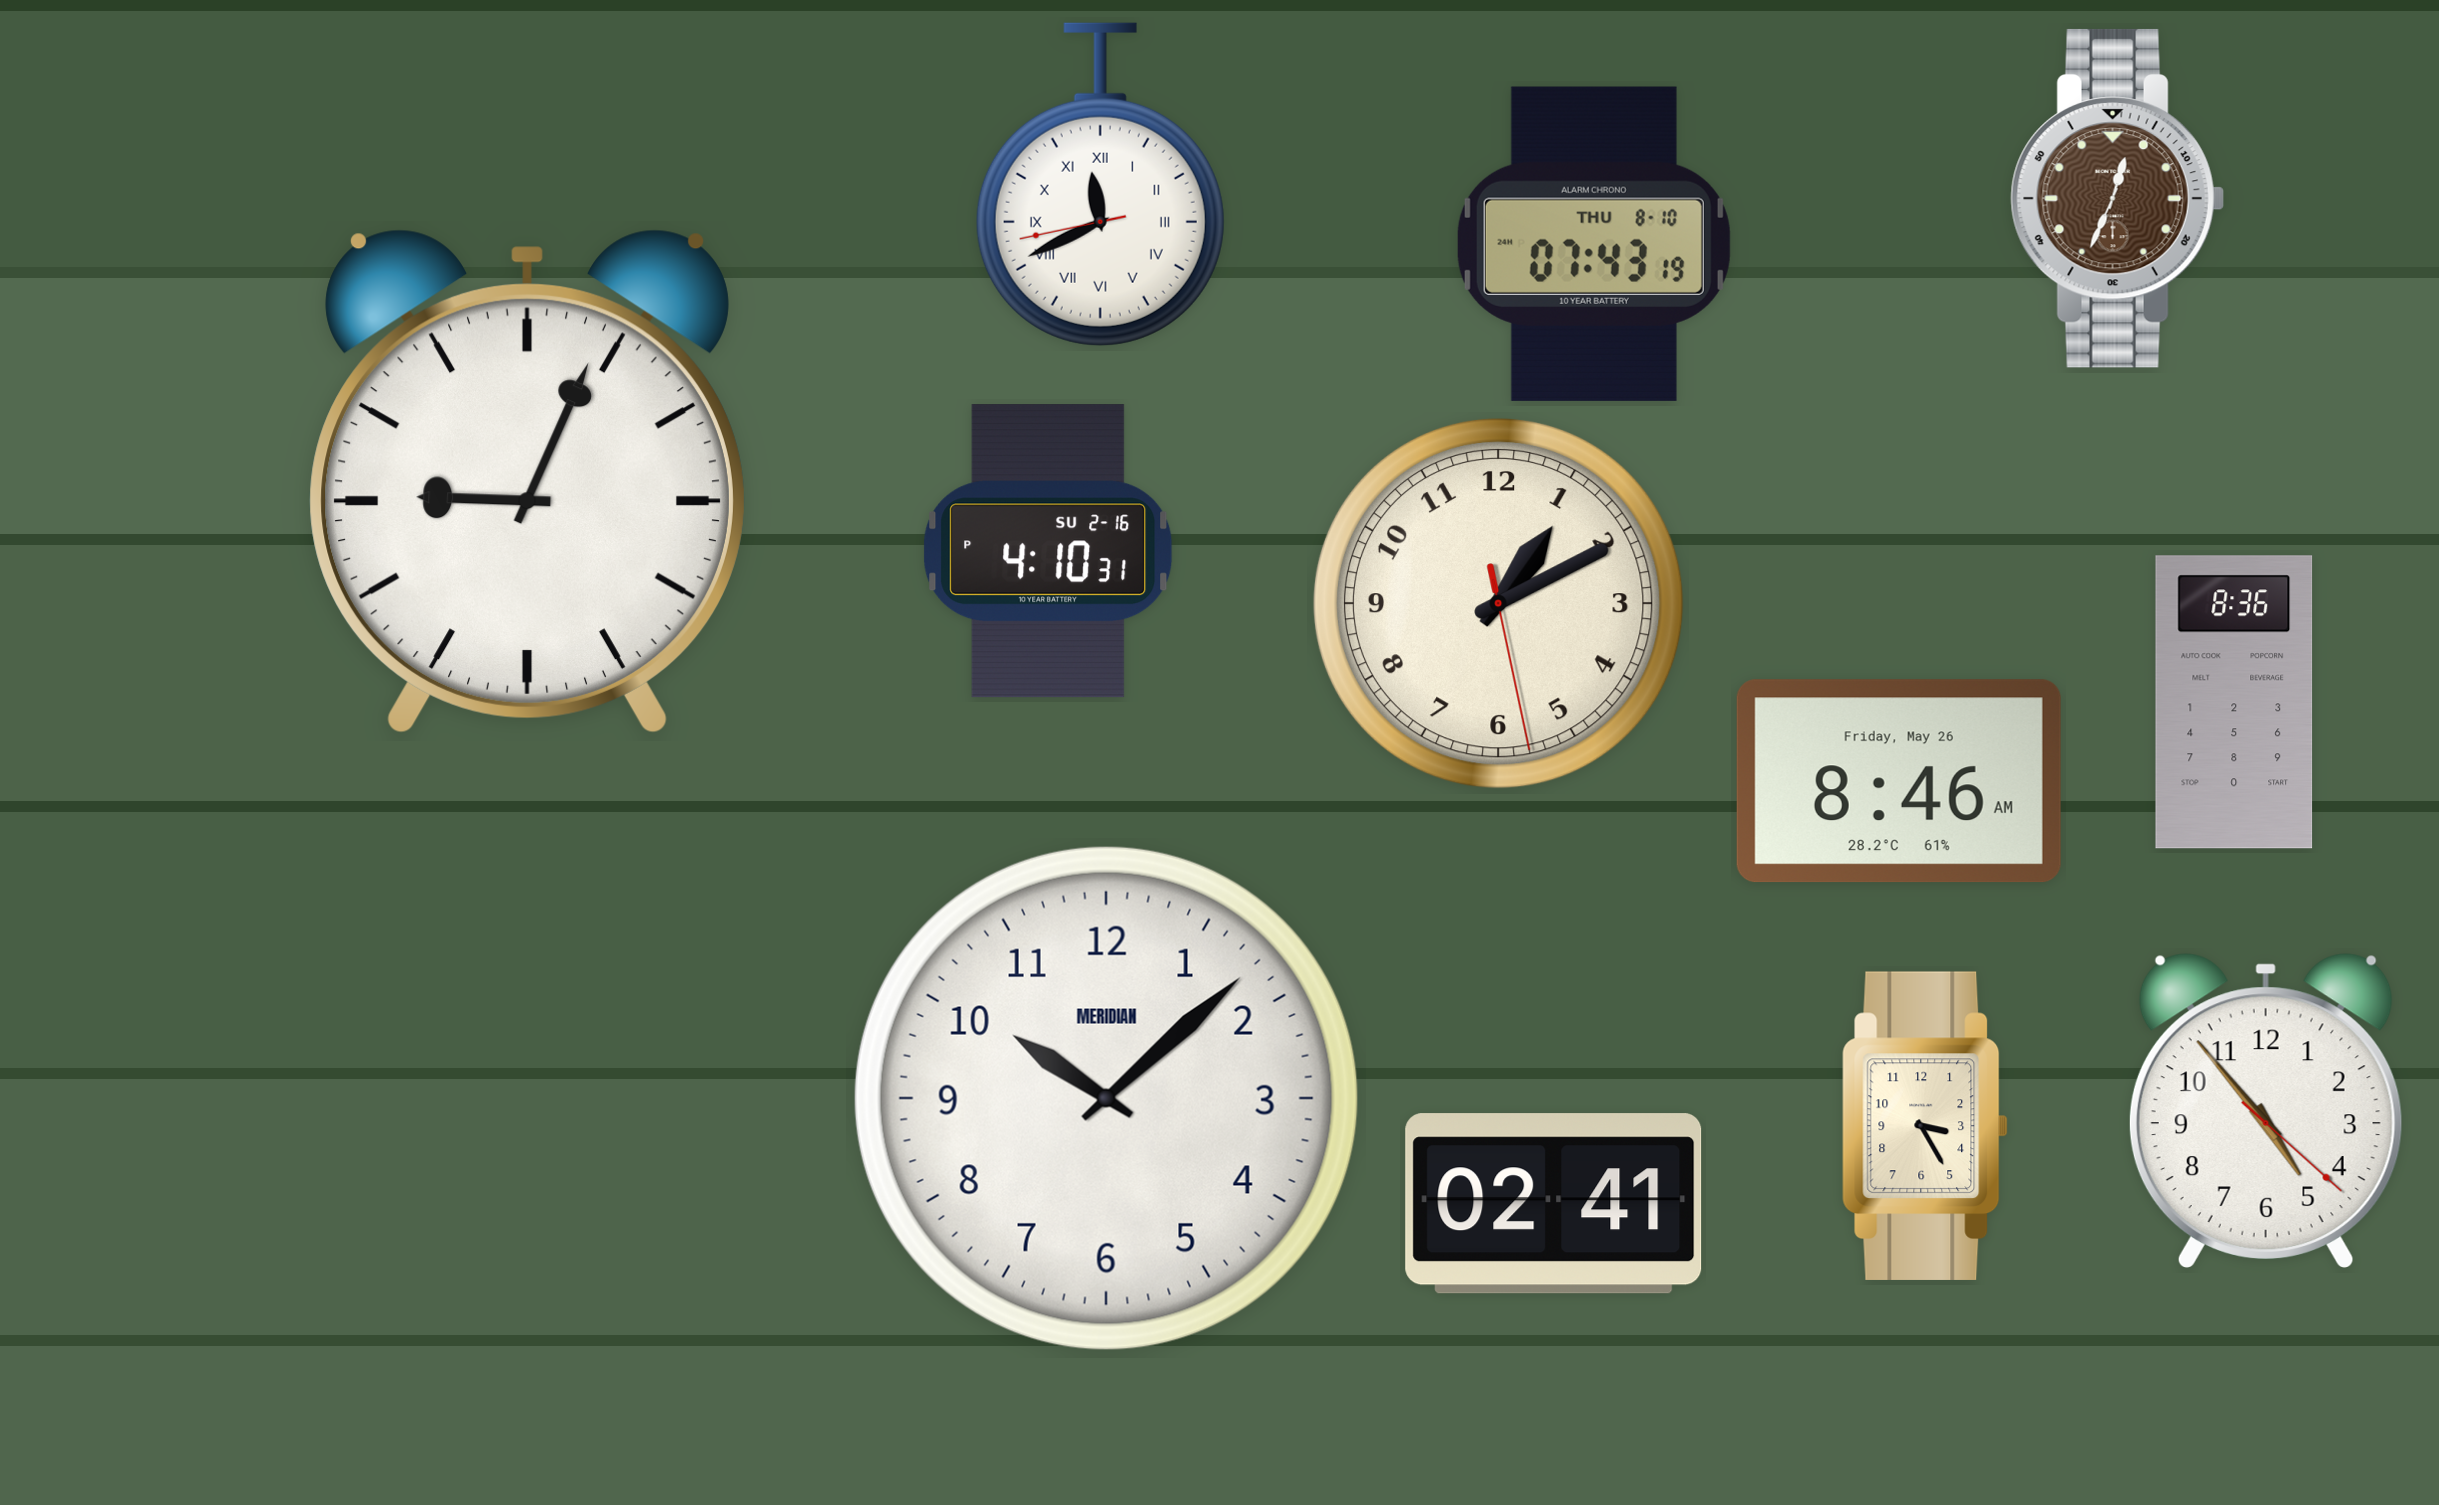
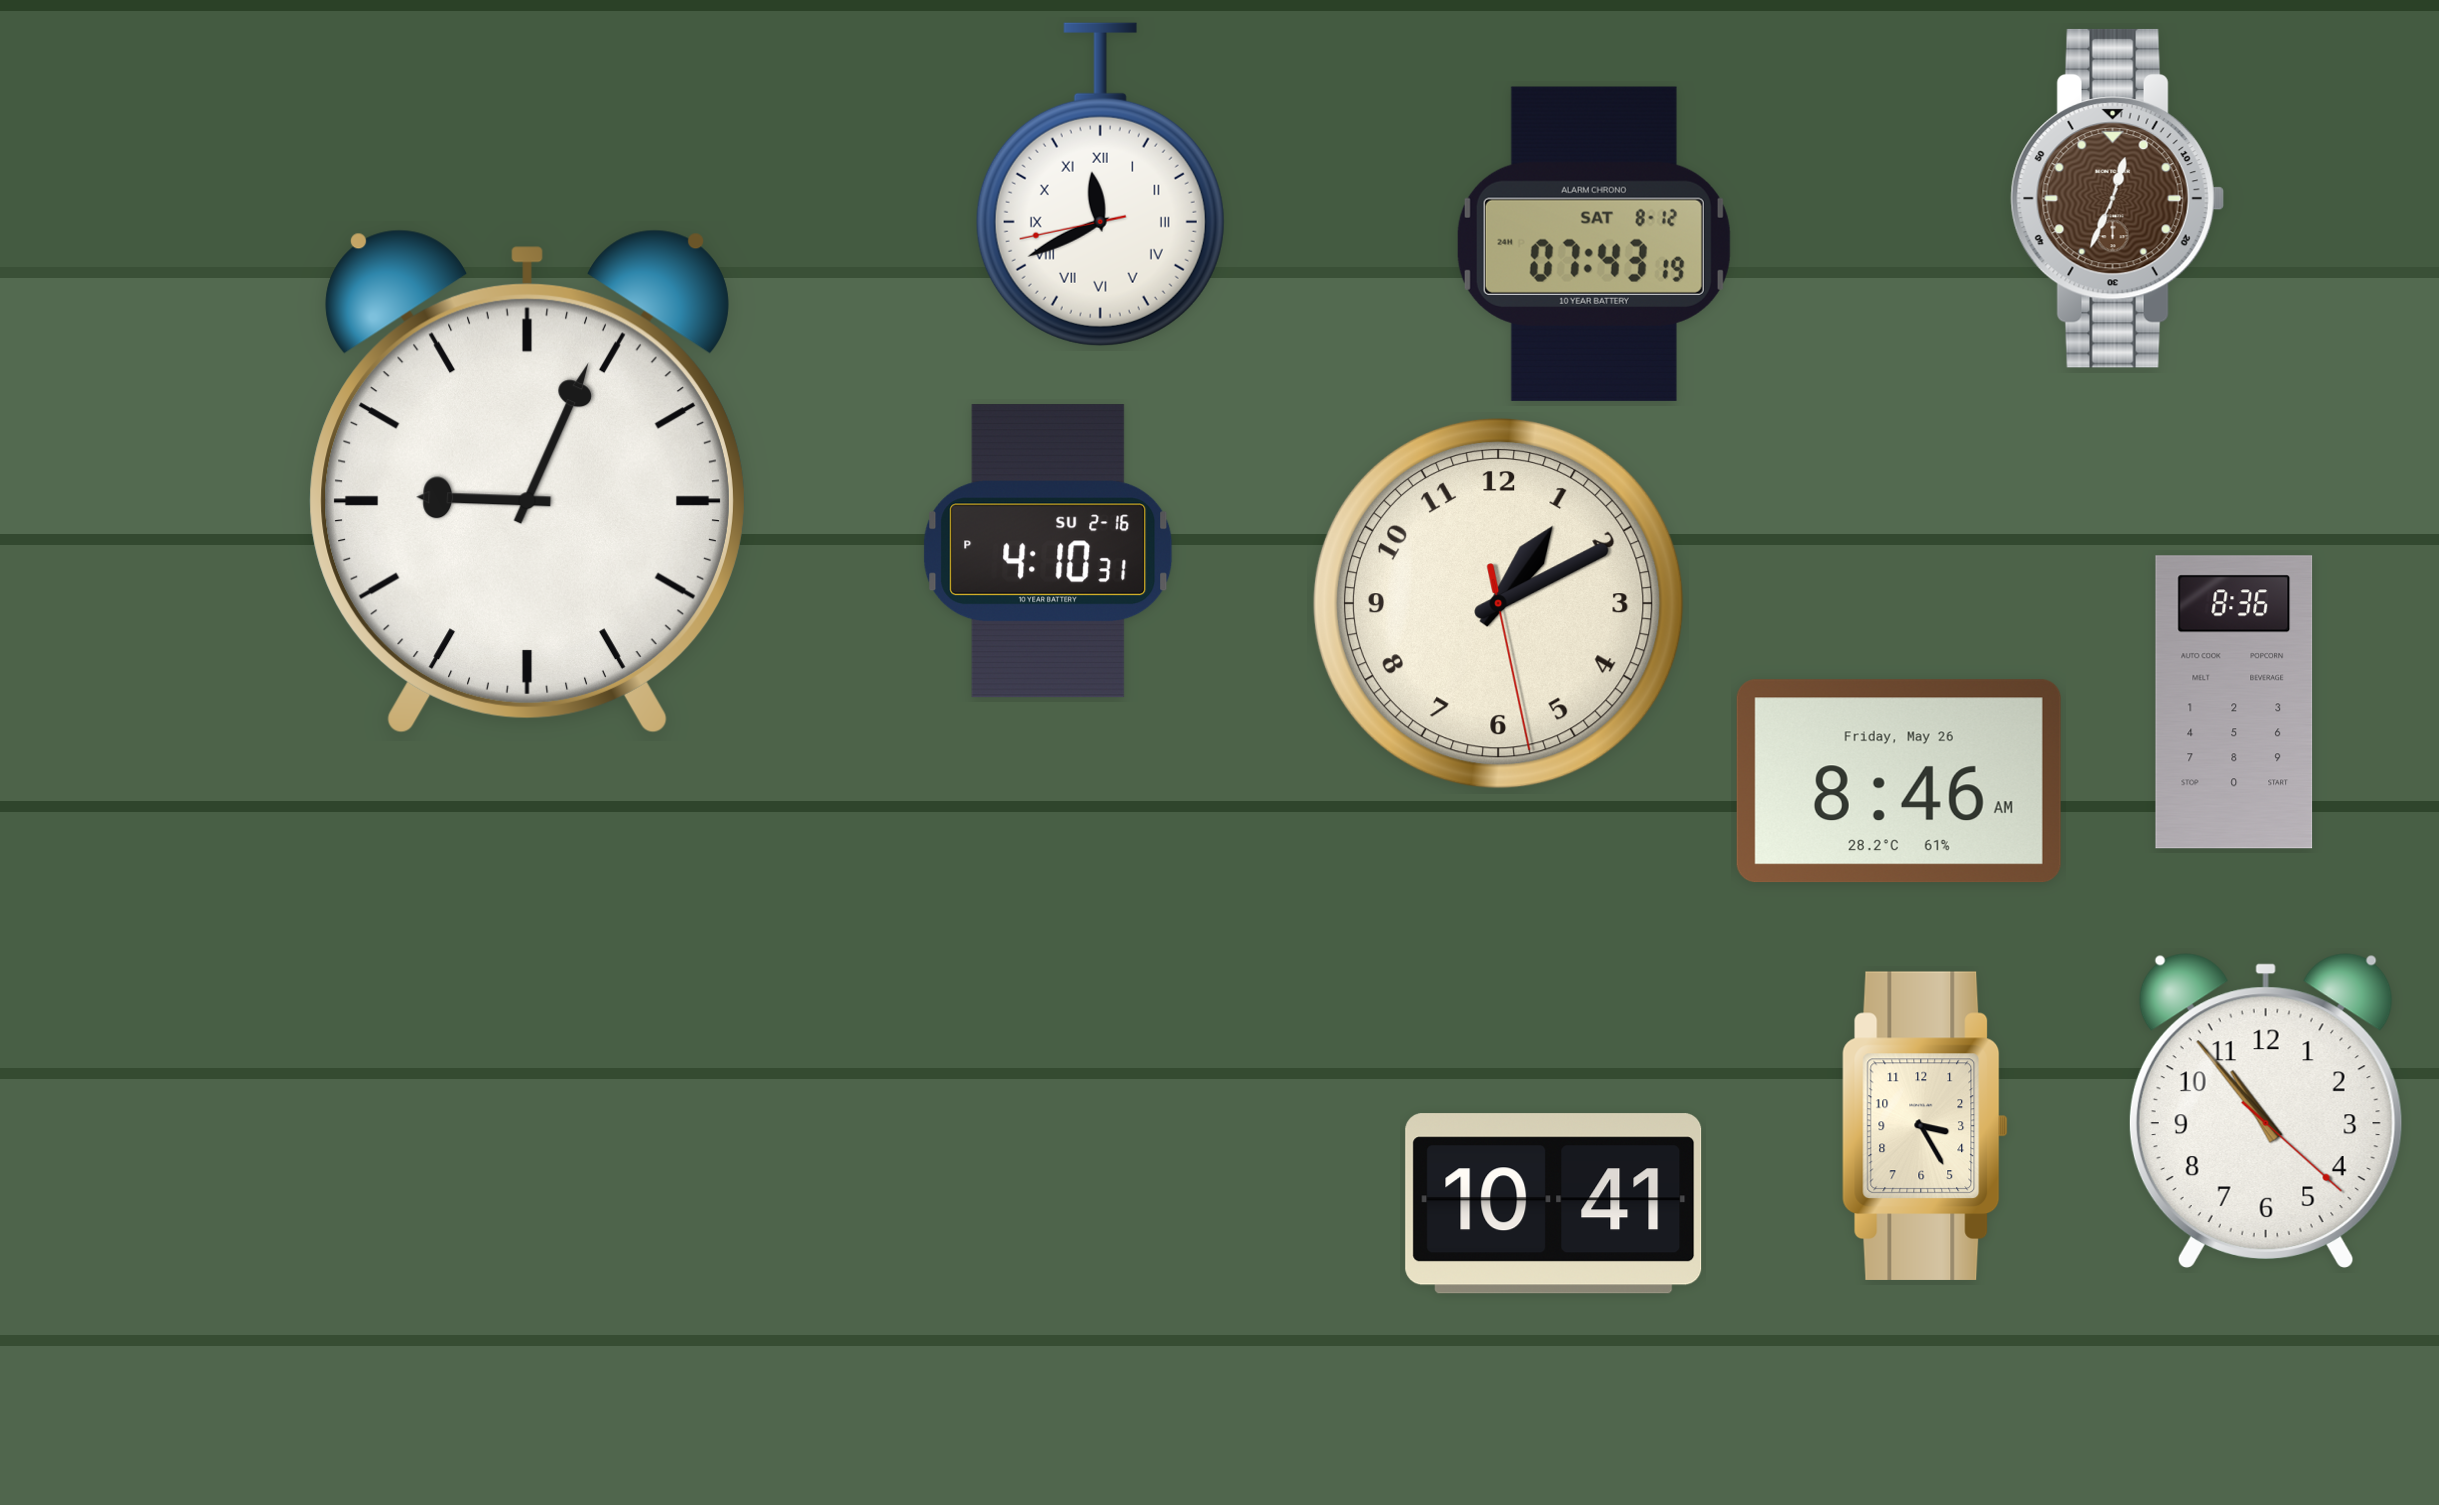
clock at (1594, 244) date: THU 8-10 -> SAT 8-12
clock at (1106, 1098): 10:08 -> none
clock at (2266, 1111): 4:53 -> 10:53
clock at (1554, 1204): 02:41 -> 10:41
